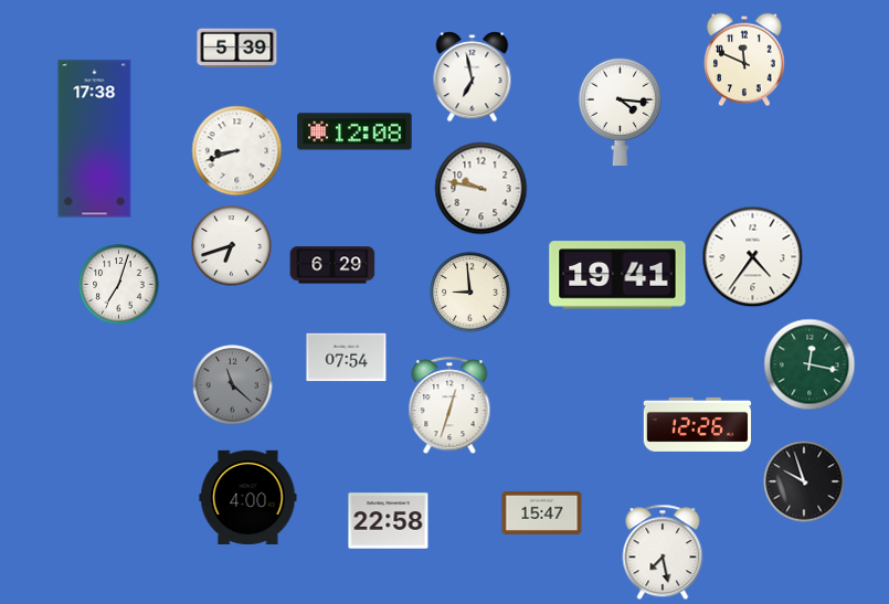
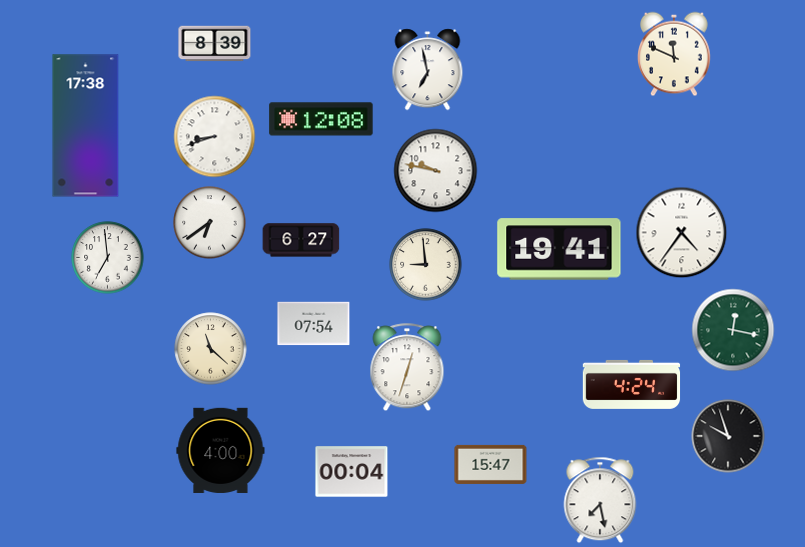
clock at (237, 49): 5:39 -> 8:39
clock at (620, 113): 4:16 -> none
clock at (232, 246): 6:42 -> 6:39
clock at (332, 265): 6:29 -> 6:27
clock at (119, 285): 7:03 -> 6:59
clock at (233, 385) dial: grey -> cream
clock at (698, 424): 12:26 -> 4:24
clock at (248, 497) position: (248, 497) -> (221, 450)
clock at (389, 521): 22:58 -> 00:04
